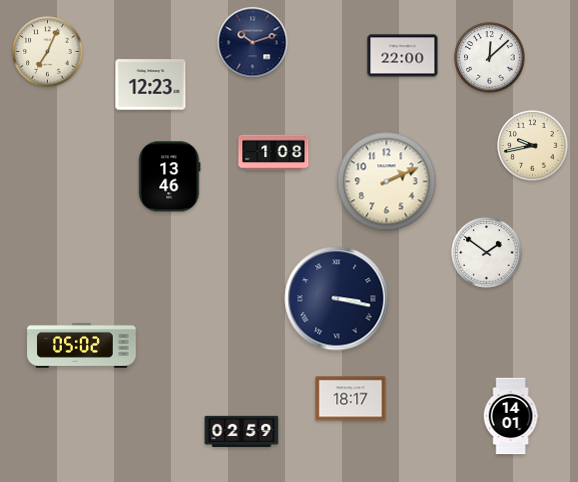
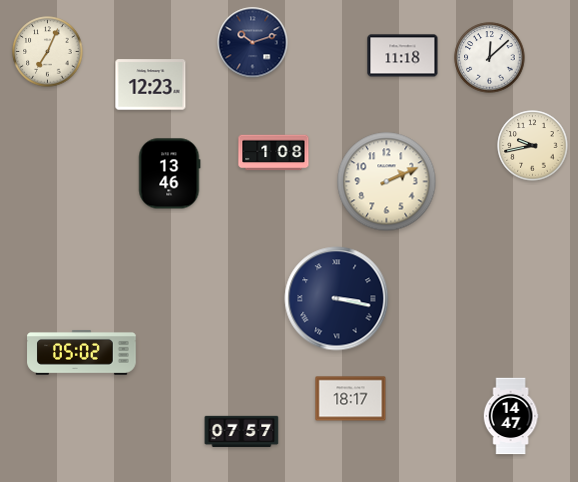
clock at (403, 56): 22:00 -> 11:18
clock at (169, 177) position: (169, 177) -> (169, 174)
clock at (487, 253): 1:51 -> none
clock at (82, 345) position: (82, 345) -> (82, 352)
clock at (511, 416): 14:01 -> 14:47
clock at (242, 431): 02:59 -> 07:57
